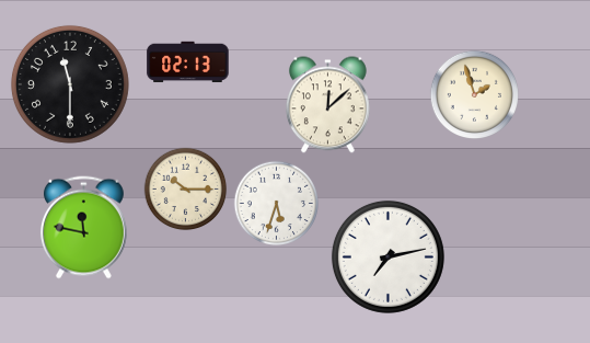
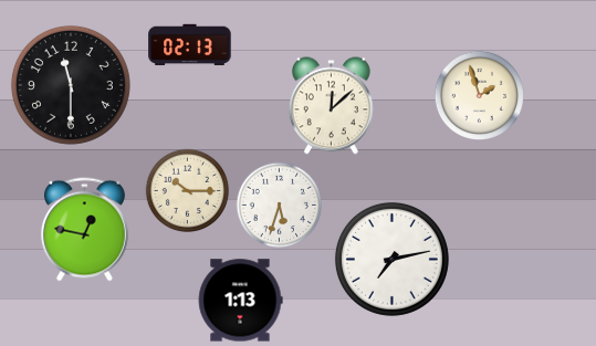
clock at (188, 62) position: (188, 62) -> (190, 45)
clock at (83, 228): 11:47 -> 12:47
clock at (240, 301): none -> 1:13
